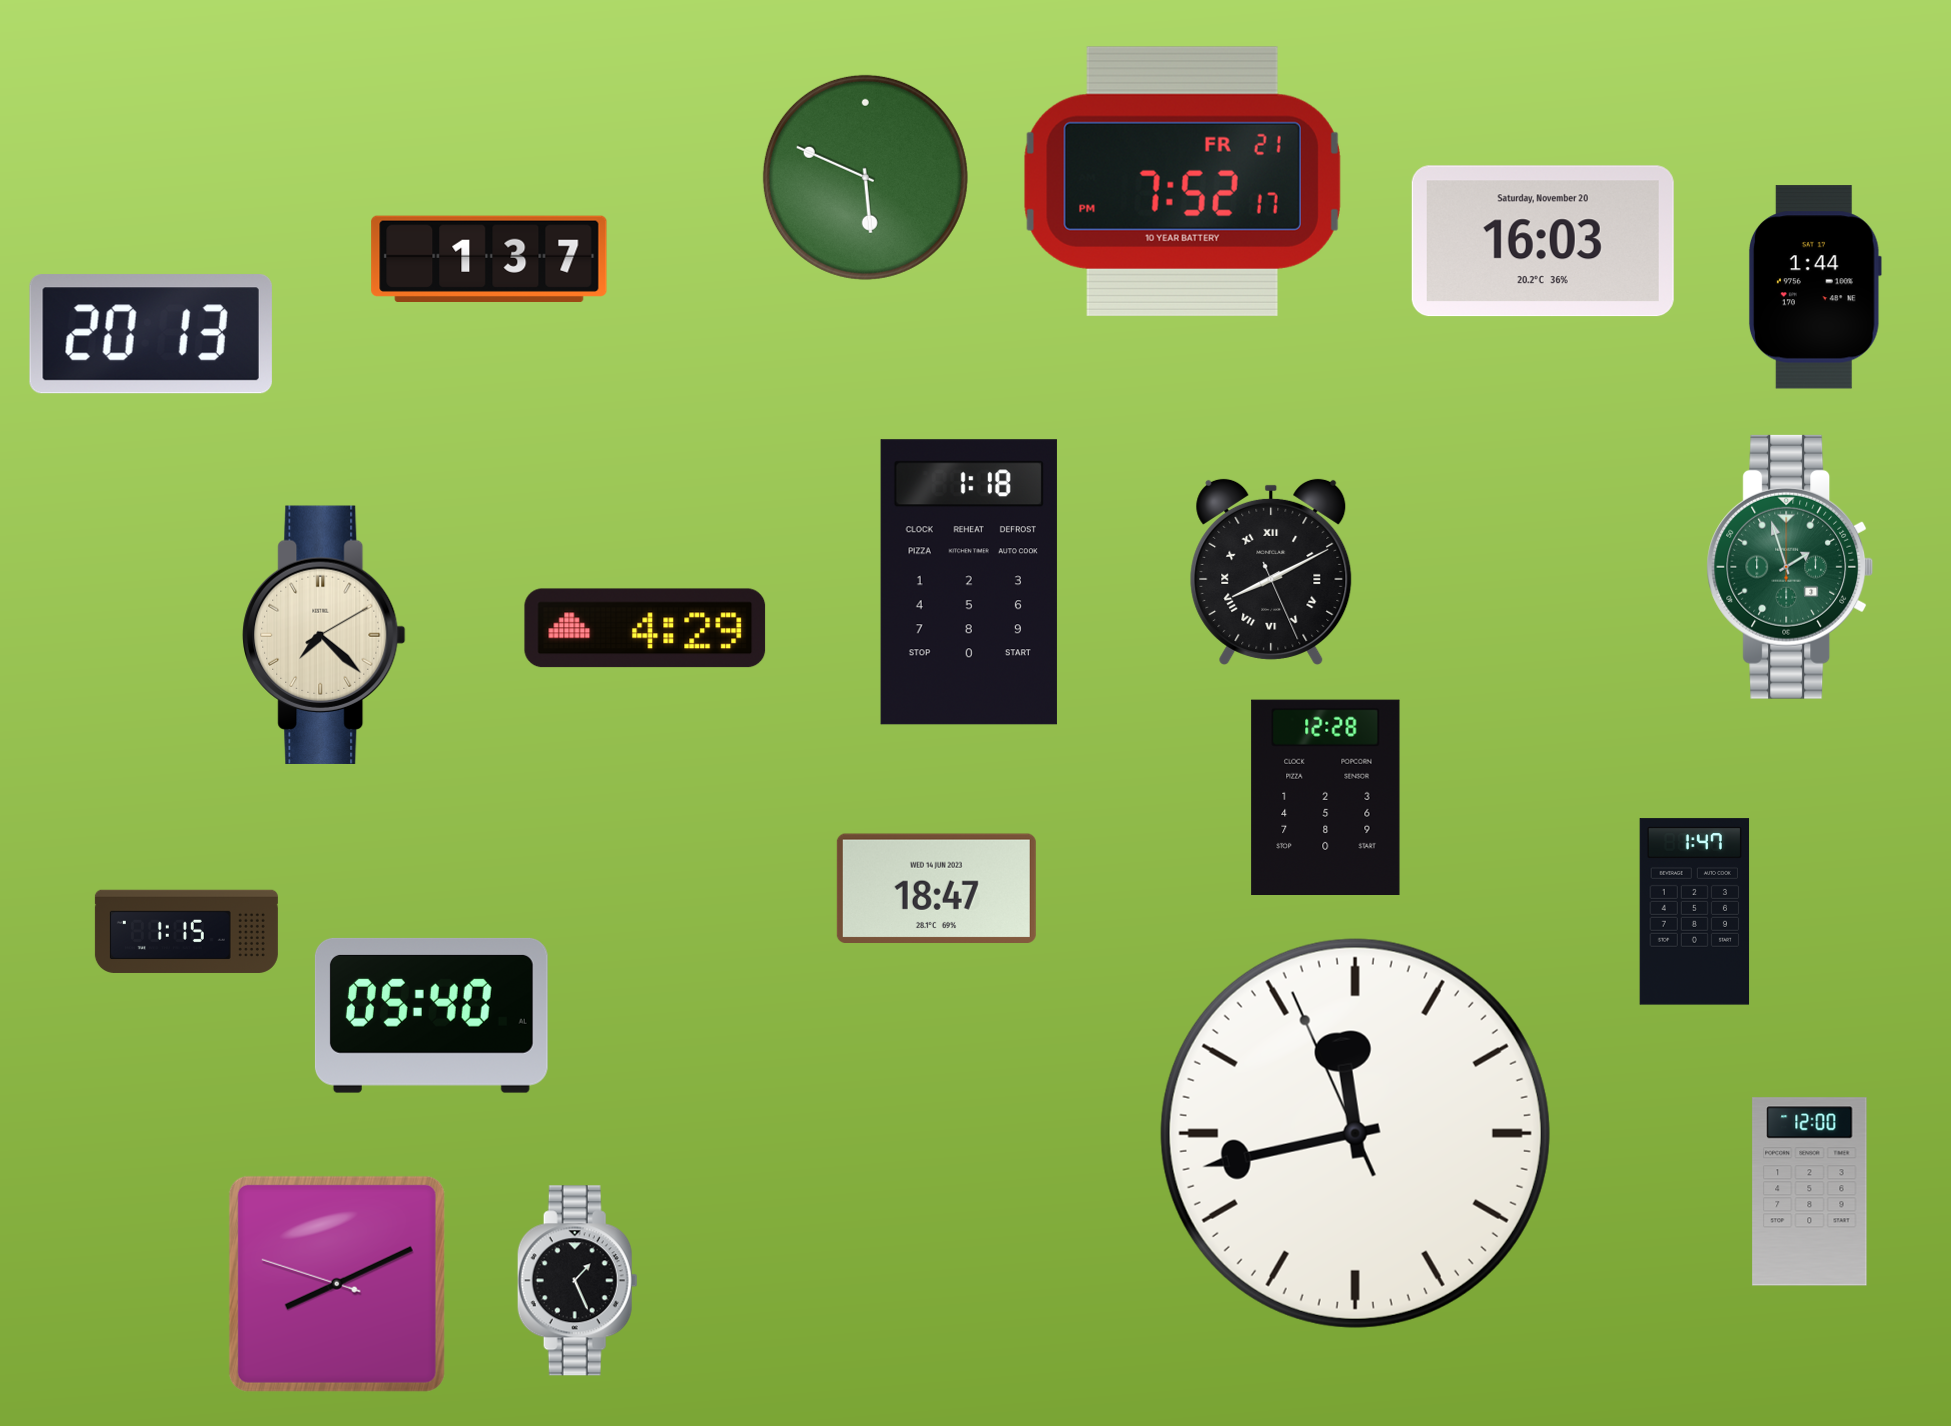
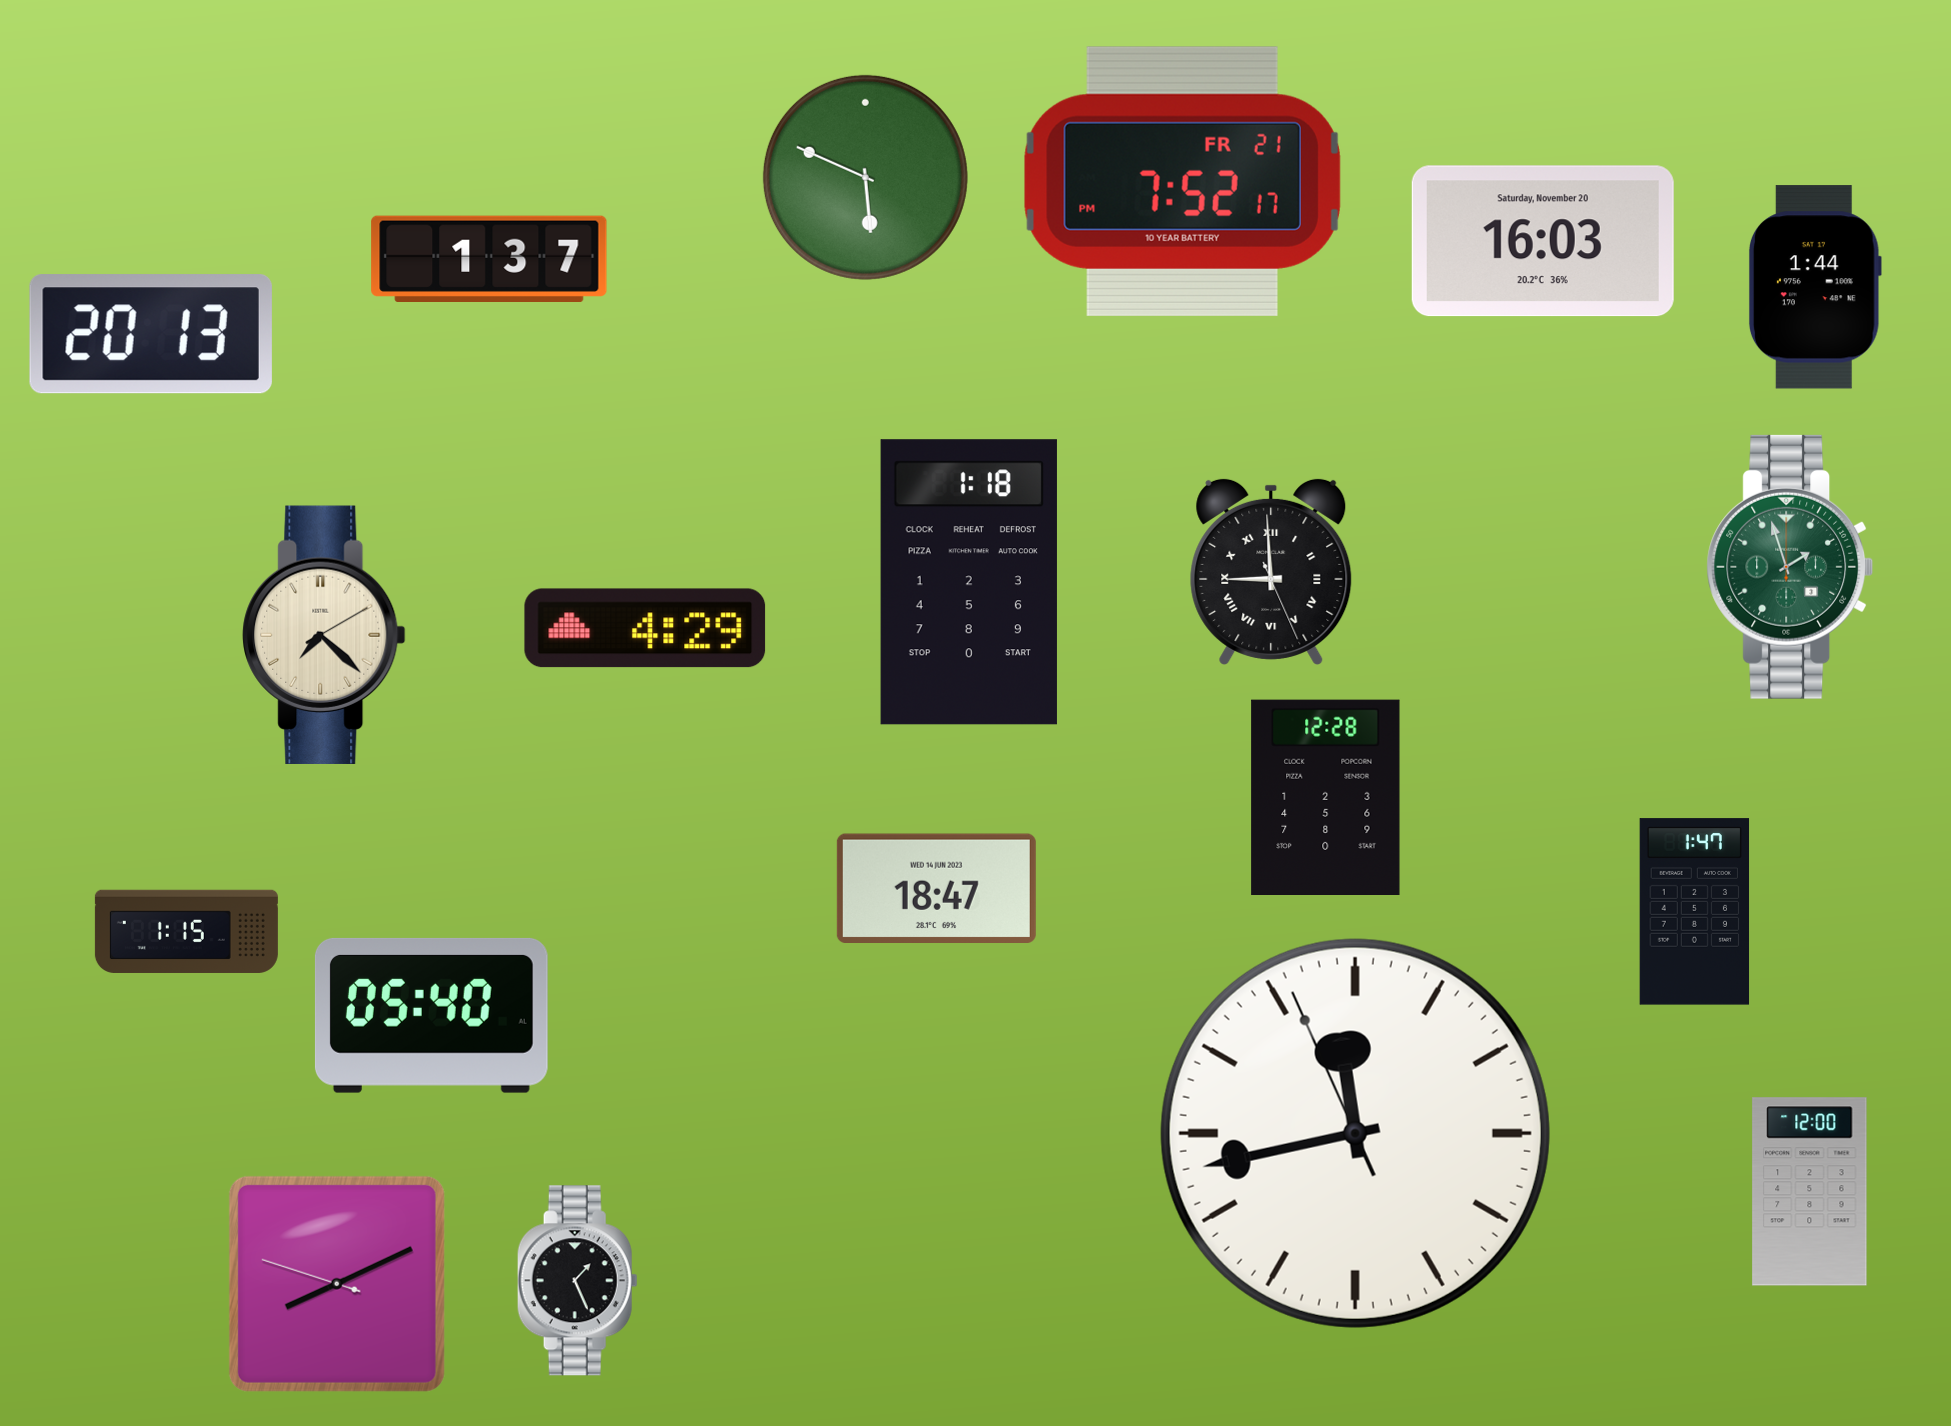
clock at (1271, 572): 8:10 -> 8:59
